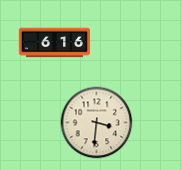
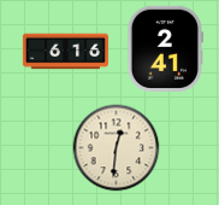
clock at (165, 48): none -> 2:41
clock at (97, 123): 3:31 -> 12:31
